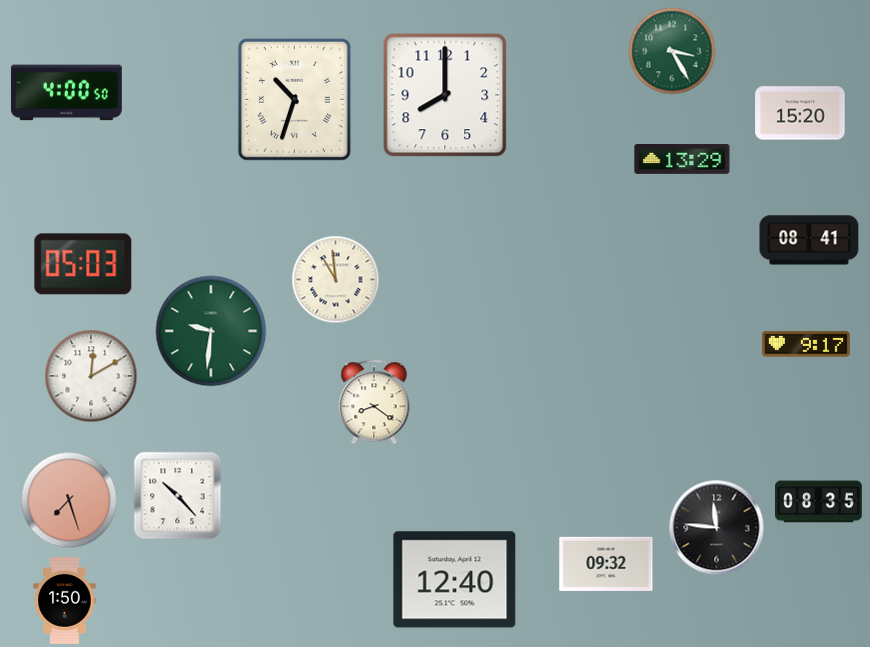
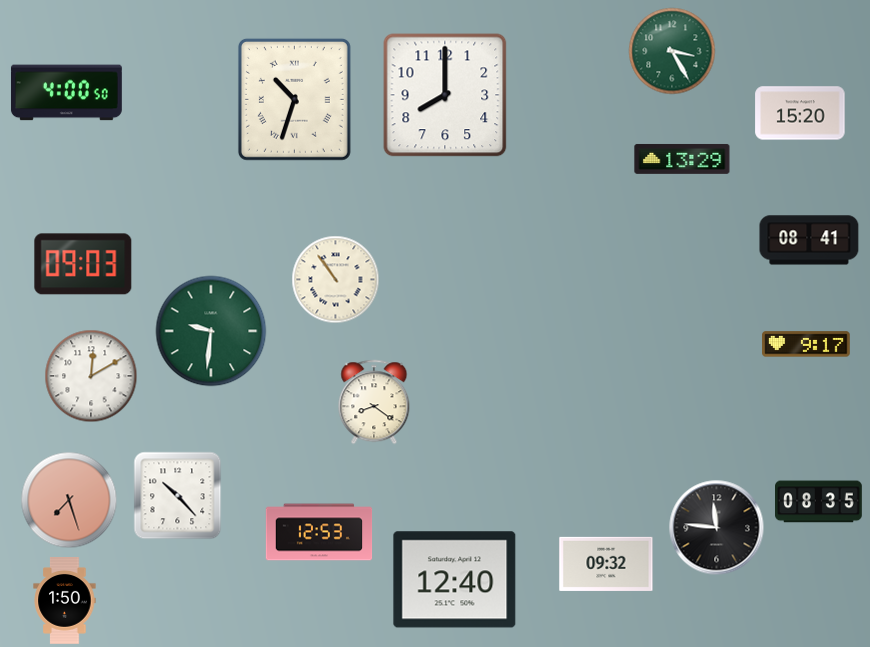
clock at (83, 264): 05:03 -> 09:03
clock at (336, 280): 10:59 -> 10:54
clock at (319, 532): none -> 12:53
